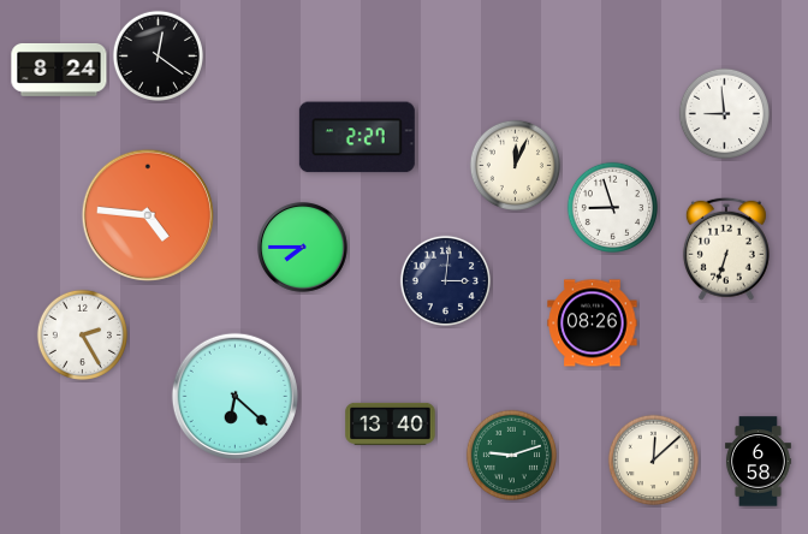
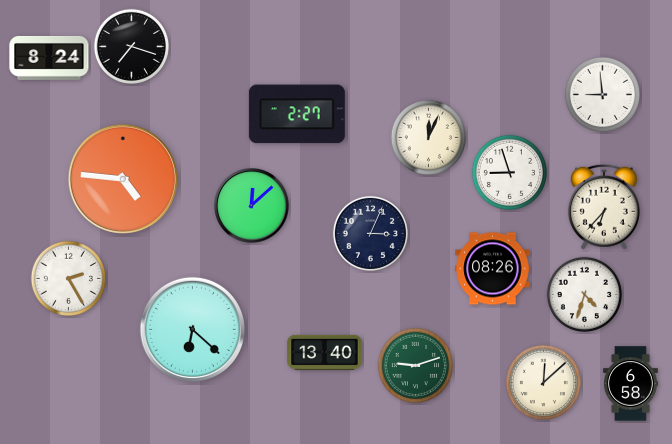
clock at (158, 55): 12:21 -> 7:18
clock at (303, 248): 7:45 -> 12:08
clock at (726, 249): 6:33 -> 6:37
clock at (445, 280): 3:01 -> 3:04
clock at (584, 294): none -> 4:33
clock at (234, 396) position: (234, 396) -> (192, 329)
clock at (511, 455) position: (511, 455) -> (415, 365)
